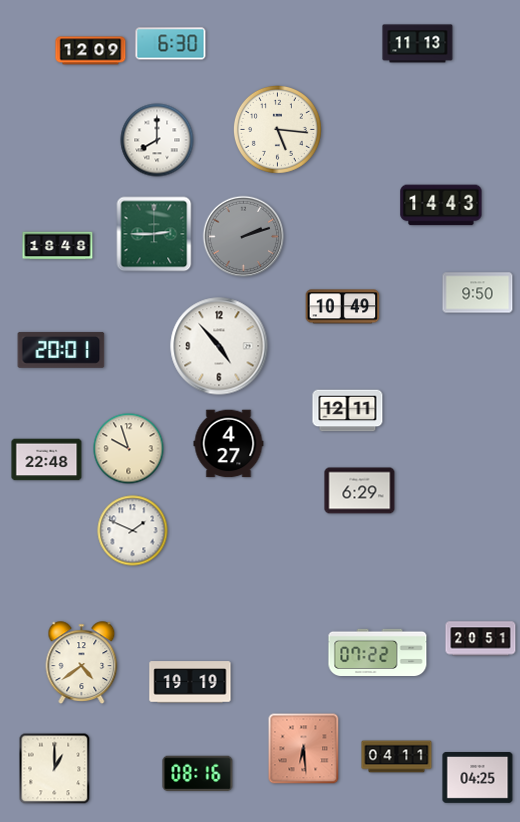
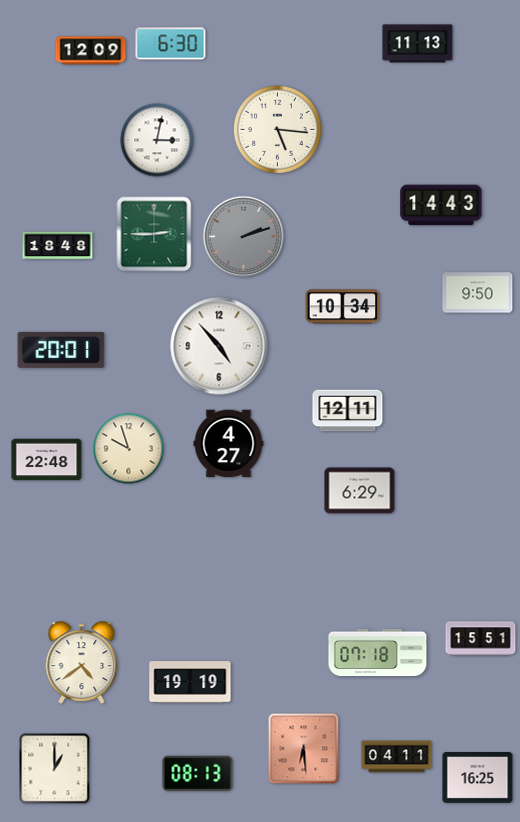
clock at (157, 140): 8:00 -> 3:02
clock at (343, 307): 10:49 -> 10:34
clock at (133, 531): 1:49 -> none
clock at (481, 639): 20:51 -> 15:51
clock at (378, 652): 07:22 -> 07:18
clock at (198, 774): 08:16 -> 08:13
clock at (478, 778): 04:25 -> 16:25
